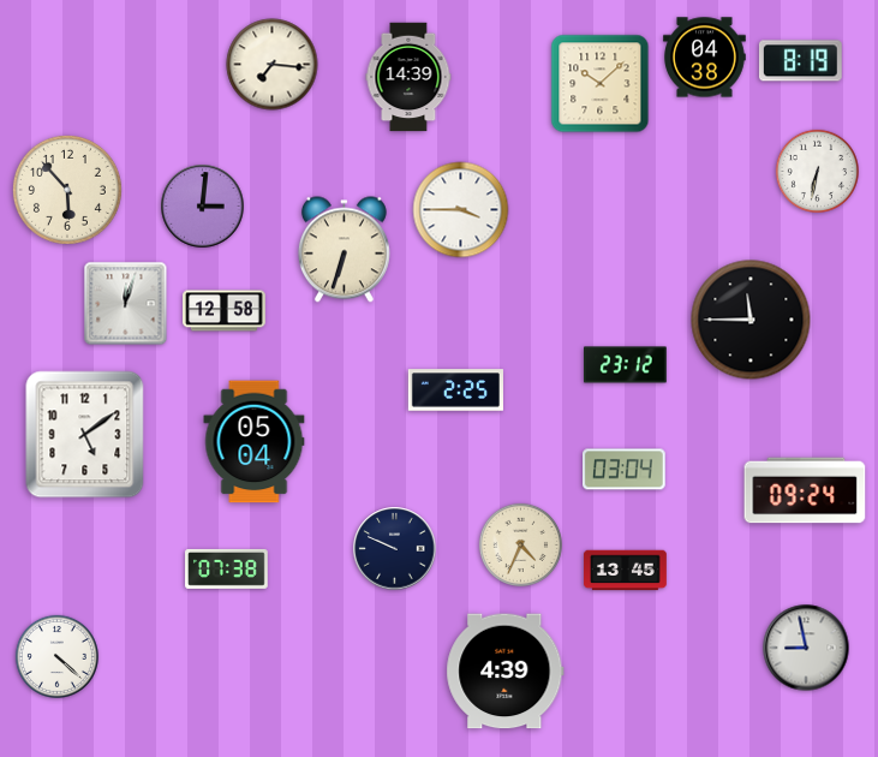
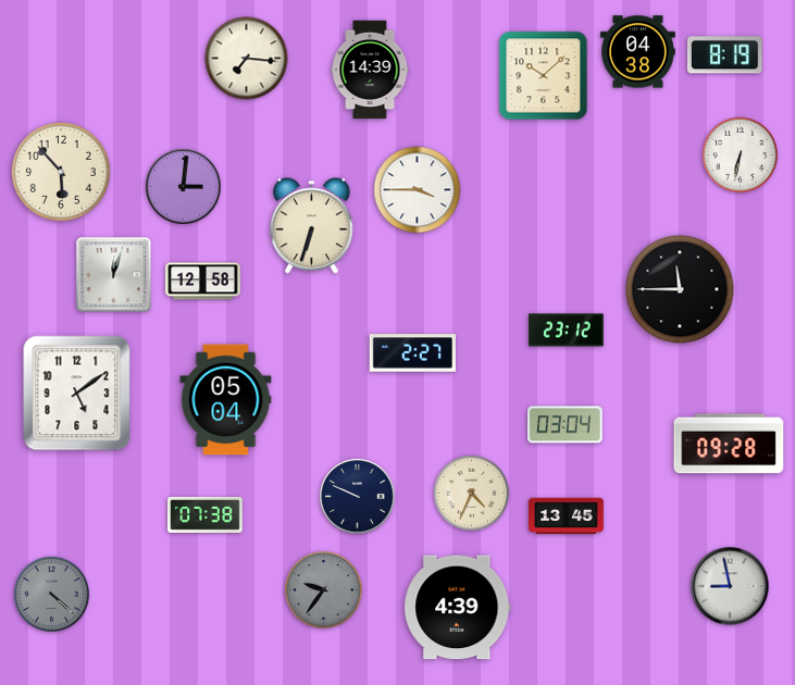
clock at (455, 391): 2:25 -> 2:27
clock at (255, 442) position: (255, 442) -> (226, 400)
clock at (805, 490): 09:24 -> 09:28
clock at (323, 589): none -> 9:36
clock at (56, 656) dial: white -> grey
